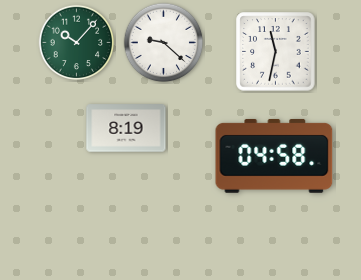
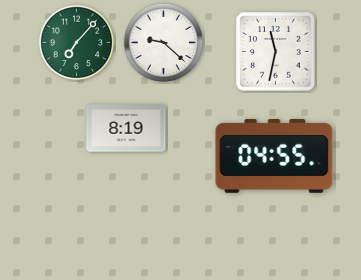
clock at (77, 43): 10:07 -> 7:07
clock at (274, 156): 04:58 -> 04:55
